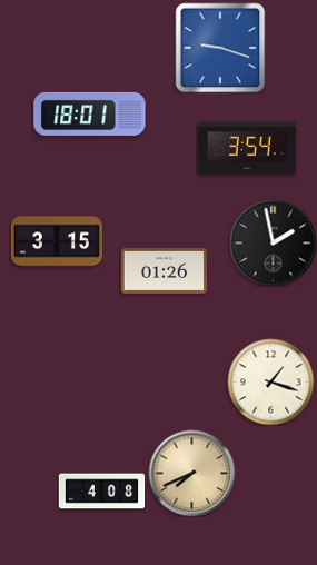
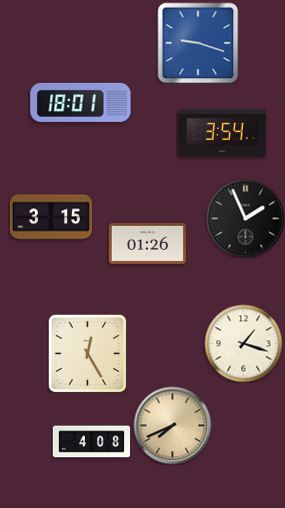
clock at (273, 242): 1:58 -> 1:56
clock at (87, 353): none -> 12:25
